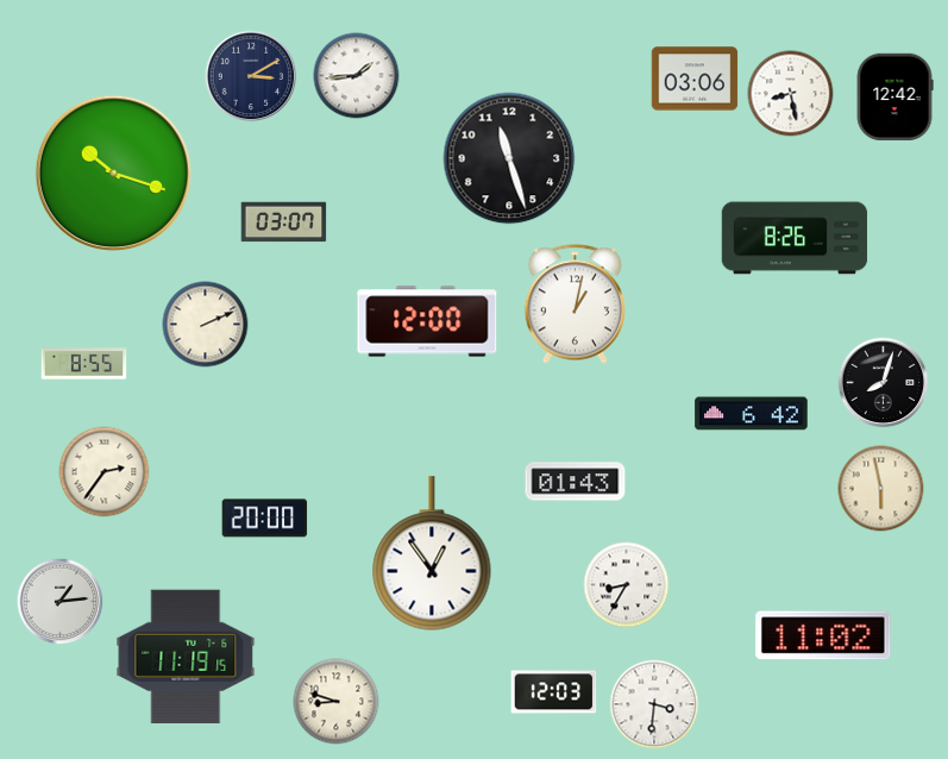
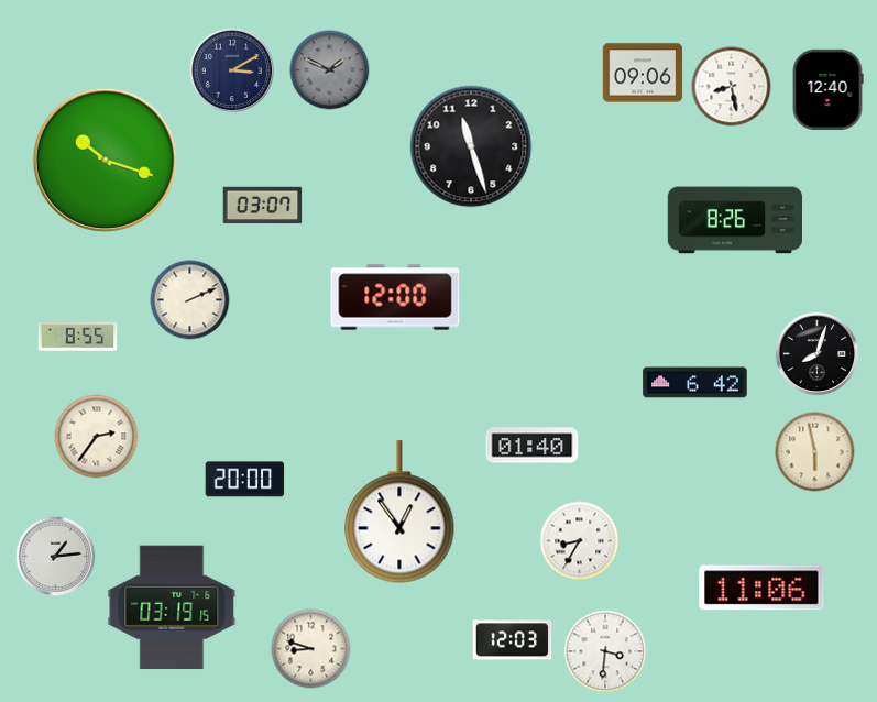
clock at (357, 76): 1:44 -> 1:49
clock at (357, 76) dial: white -> grey
clock at (695, 79): 03:06 -> 09:06
clock at (894, 96): 12:42 -> 12:40
clock at (575, 305): 1:02 -> none
clock at (576, 482): 01:43 -> 01:40
clock at (823, 635): 11:02 -> 11:06
clock at (186, 657): 11:19 -> 03:19
